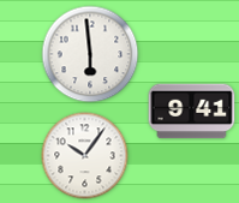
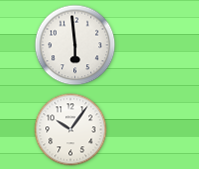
clock at (192, 112): 9:41 -> none
